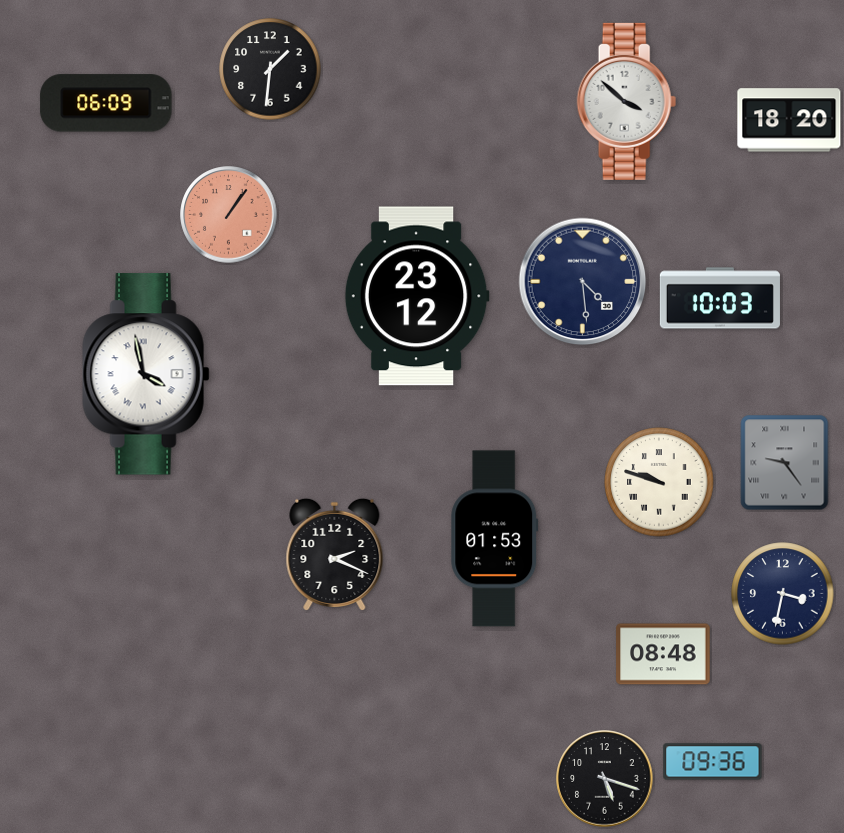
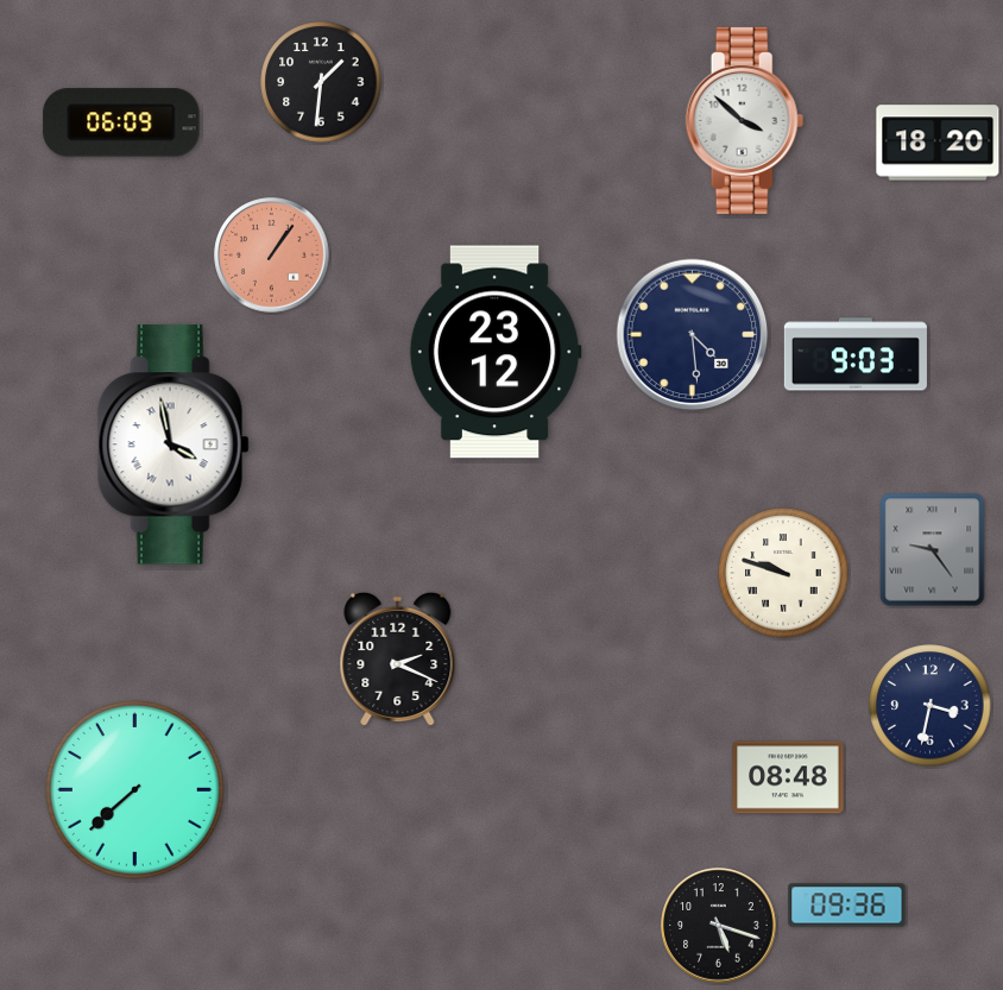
clock at (106, 103) position: (106, 103) -> (121, 122)
clock at (720, 298): 10:03 -> 9:03
clock at (495, 539): 01:53 -> none
clock at (134, 789): none -> 7:38
